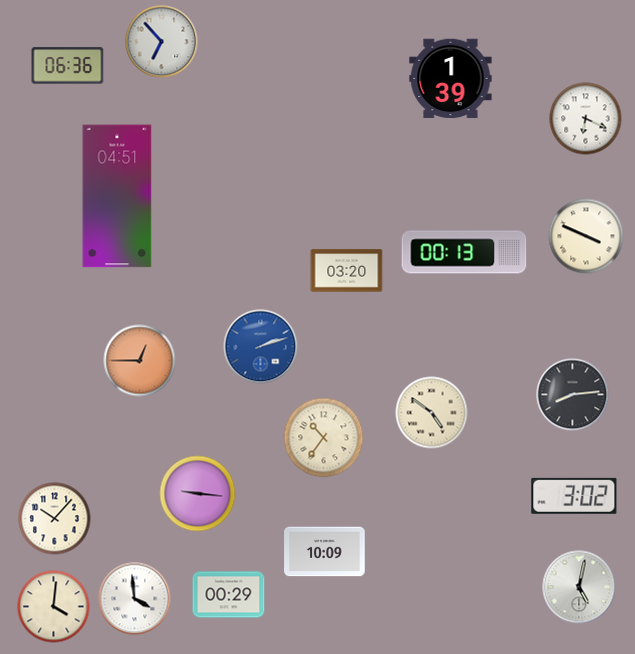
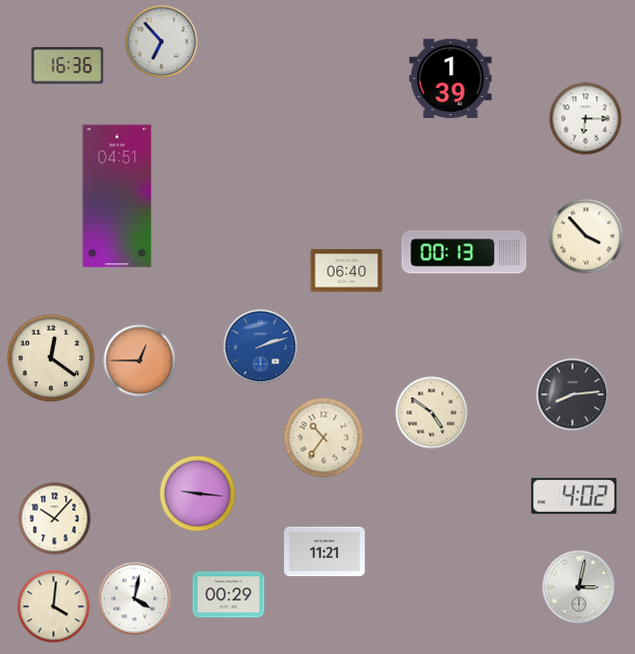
clock at (68, 66): 06:36 -> 16:36
clock at (586, 119): 6:19 -> 6:15
clock at (586, 236): 3:49 -> 3:53
clock at (347, 271): 03:20 -> 06:40
clock at (51, 358): none -> 12:21
clock at (574, 496): 3:02 -> 4:02
clock at (325, 552): 10:09 -> 11:21
clock at (579, 587): 5:02 -> 3:02
clock at (135, 599): 3:59 -> 4:02
